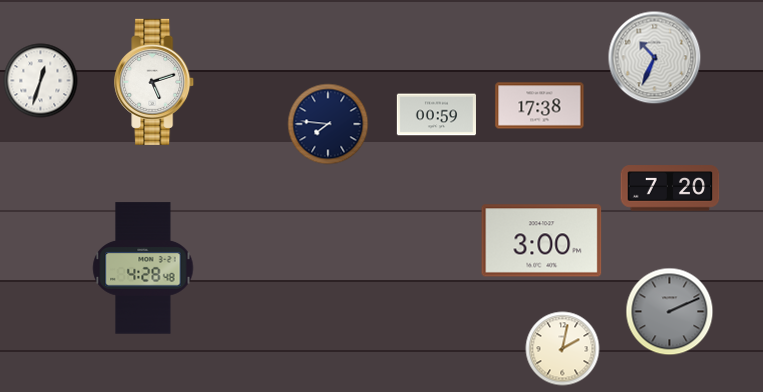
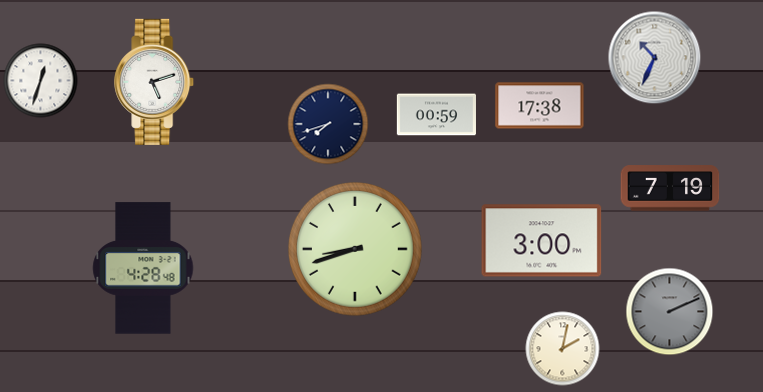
clock at (328, 124): 7:46 -> 7:42
clock at (670, 188): 7:20 -> 7:19
clock at (356, 250): none -> 8:42
